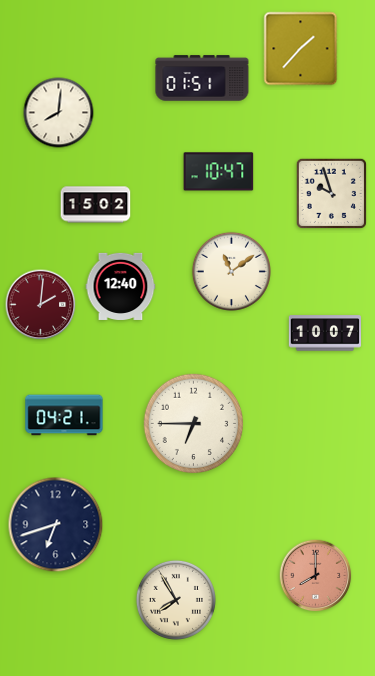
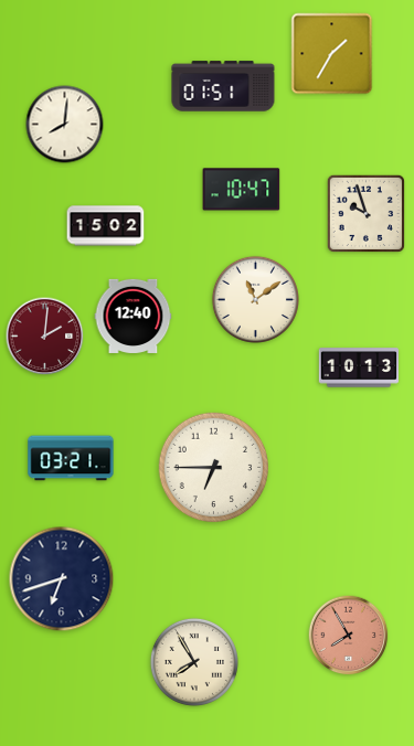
clock at (301, 49): 1:37 -> 1:35
clock at (324, 333): 10:07 -> 10:13
clock at (64, 415): 04:21 -> 03:21
clock at (316, 576): 8:00 -> 7:55
